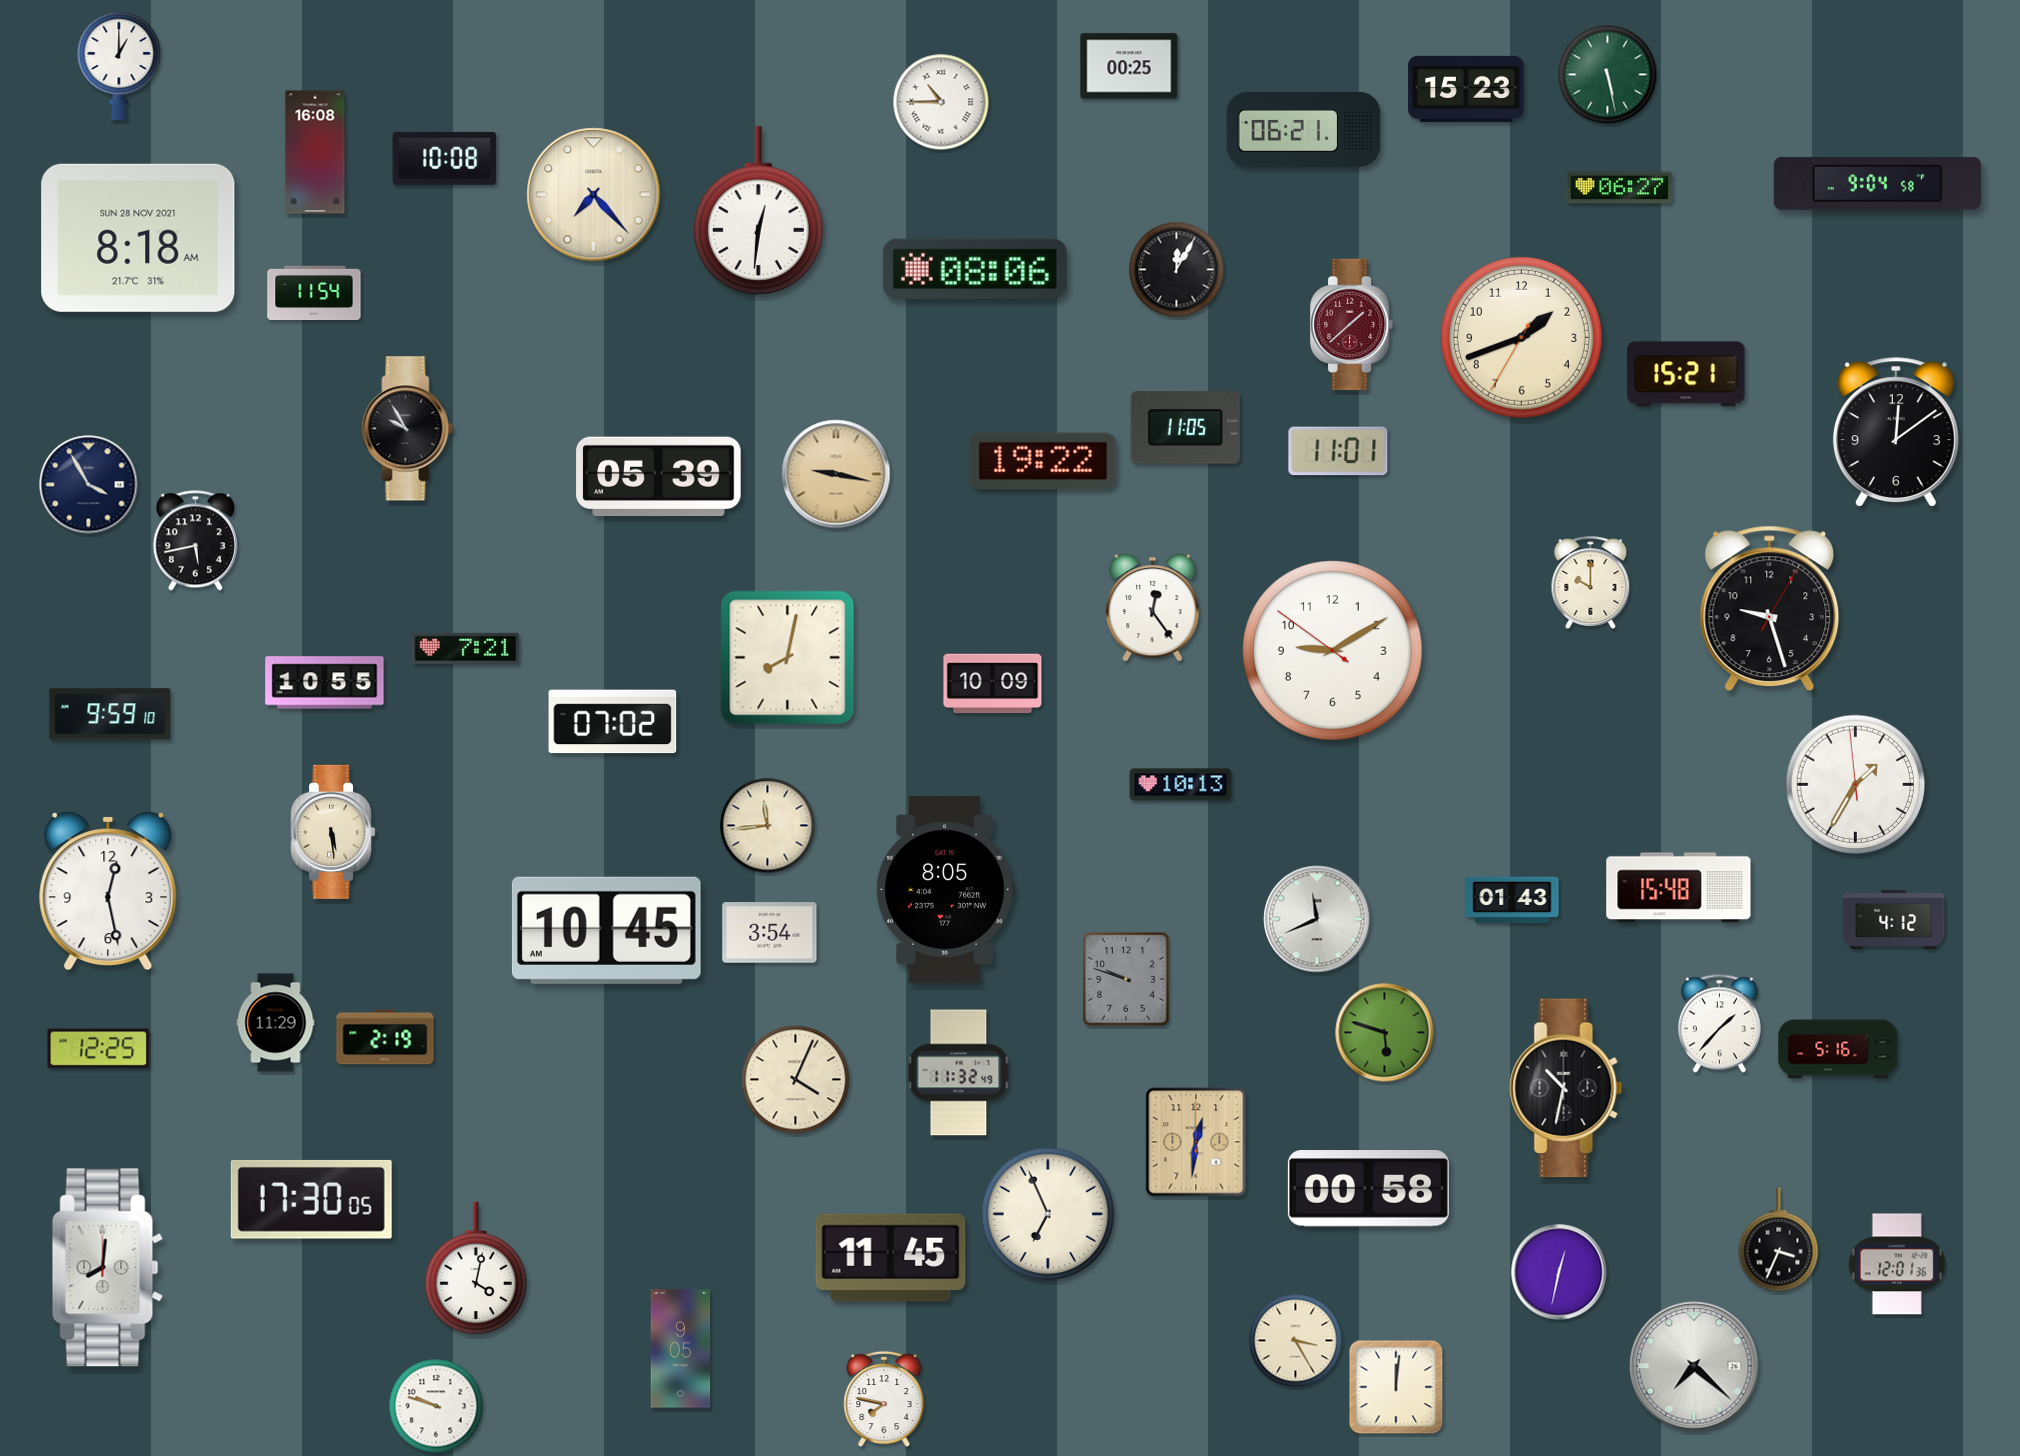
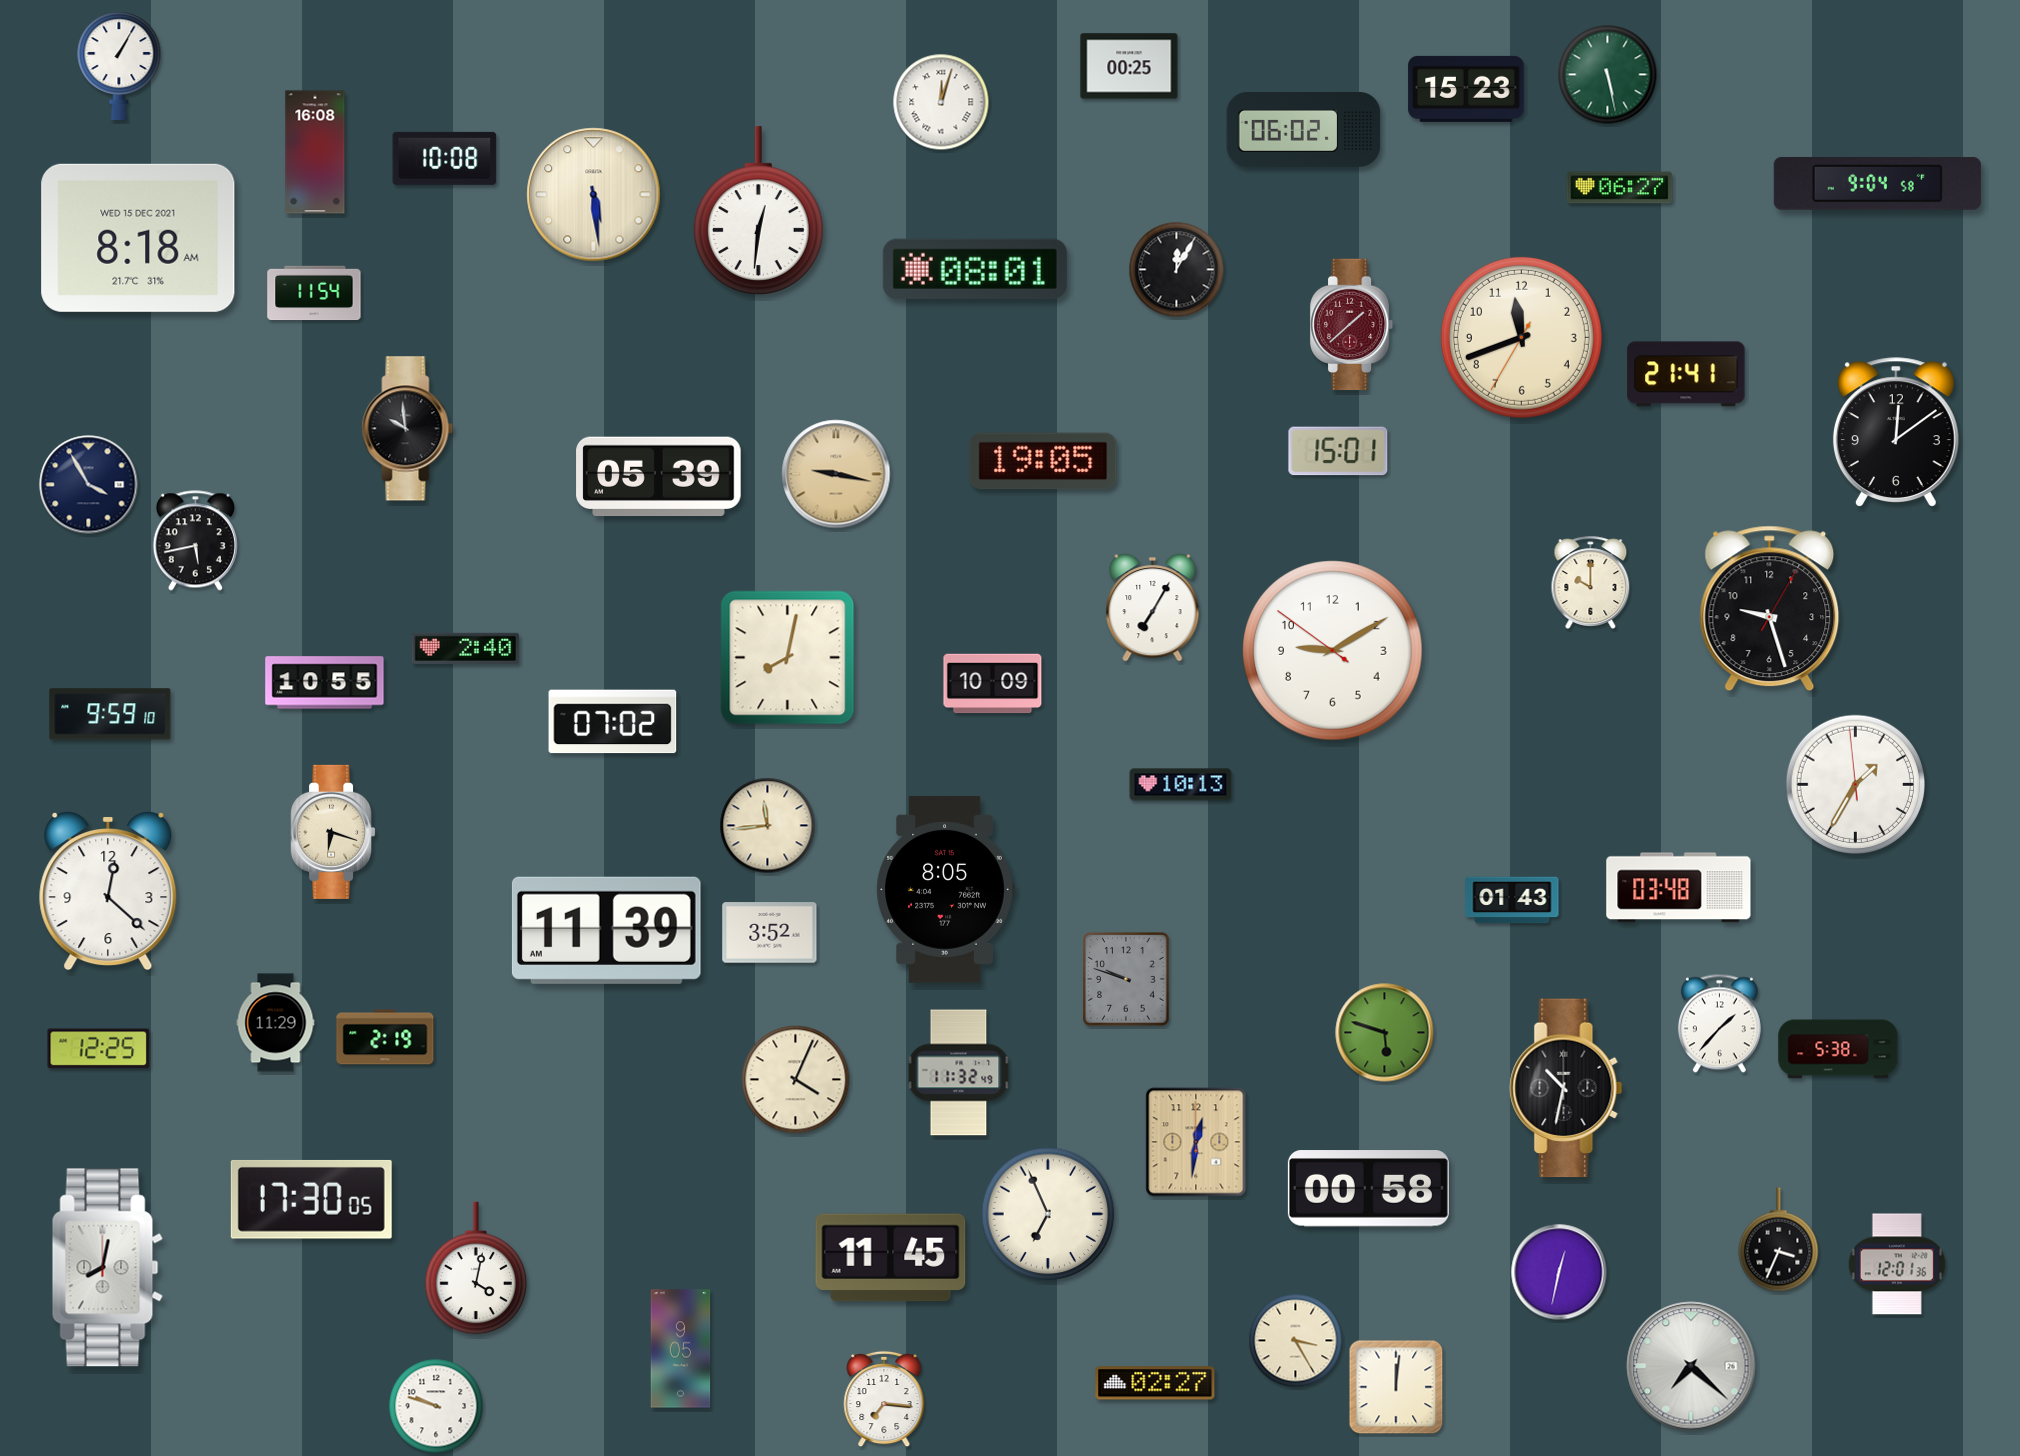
clock at (119, 66): 1:00 -> 1:05
clock at (941, 102): 10:45 -> 12:03
clock at (1304, 129): 06:21 -> 06:02
clock at (594, 195): 7:23 -> 5:29
clock at (138, 238) date: SUN 28 NOV 2021 -> WED 15 DEC 2021
clock at (975, 269): 08:06 -> 08:01
clock at (1521, 337): 1:41 -> 11:41
clock at (1686, 374): 15:21 -> 21:41
clock at (1185, 428): 11:05 -> none
clock at (408, 429): 9:55 -> 9:59
clock at (1338, 451): 11:01 -> 15:01
clock at (1043, 461): 19:22 -> 19:05
clock at (1153, 607): 12:24 -> 7:05
clock at (466, 648): 7:21 -> 2:40
clock at (334, 832): 5:29 -> 6:18
clock at (1679, 888): 15:48 -> 03:48
clock at (108, 892): 12:28 -> 12:22
clock at (1317, 919): 11:41 -> none
clock at (1894, 919): 4:12 -> none
clock at (606, 930): 10:45 -> 11:39
clock at (770, 933): 3:54 -> 3:52
clock at (1838, 1049): 5:16 -> 5:38
clock at (107, 1268): 8:01 -> 8:02
clock at (1694, 1366) position: (1694, 1366) -> (1691, 1366)
clock at (1155, 1383): none -> 02:27
clock at (884, 1399): 7:47 -> 7:16
